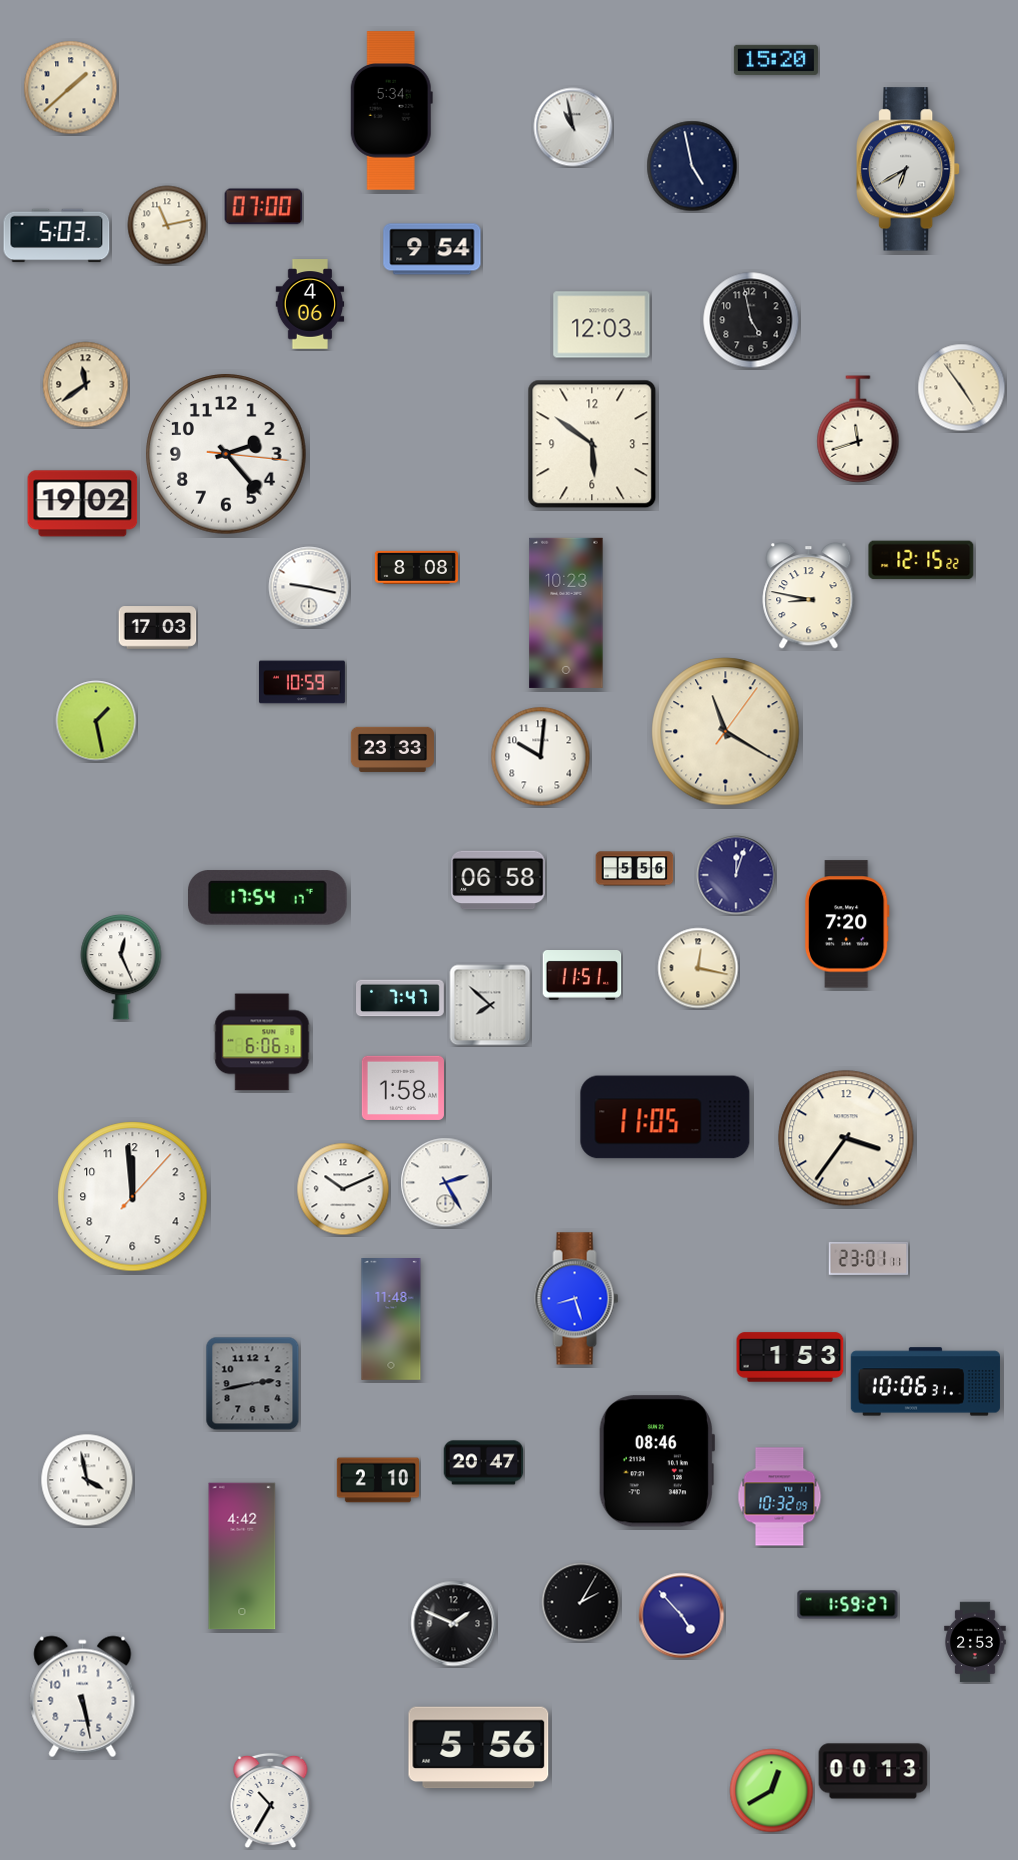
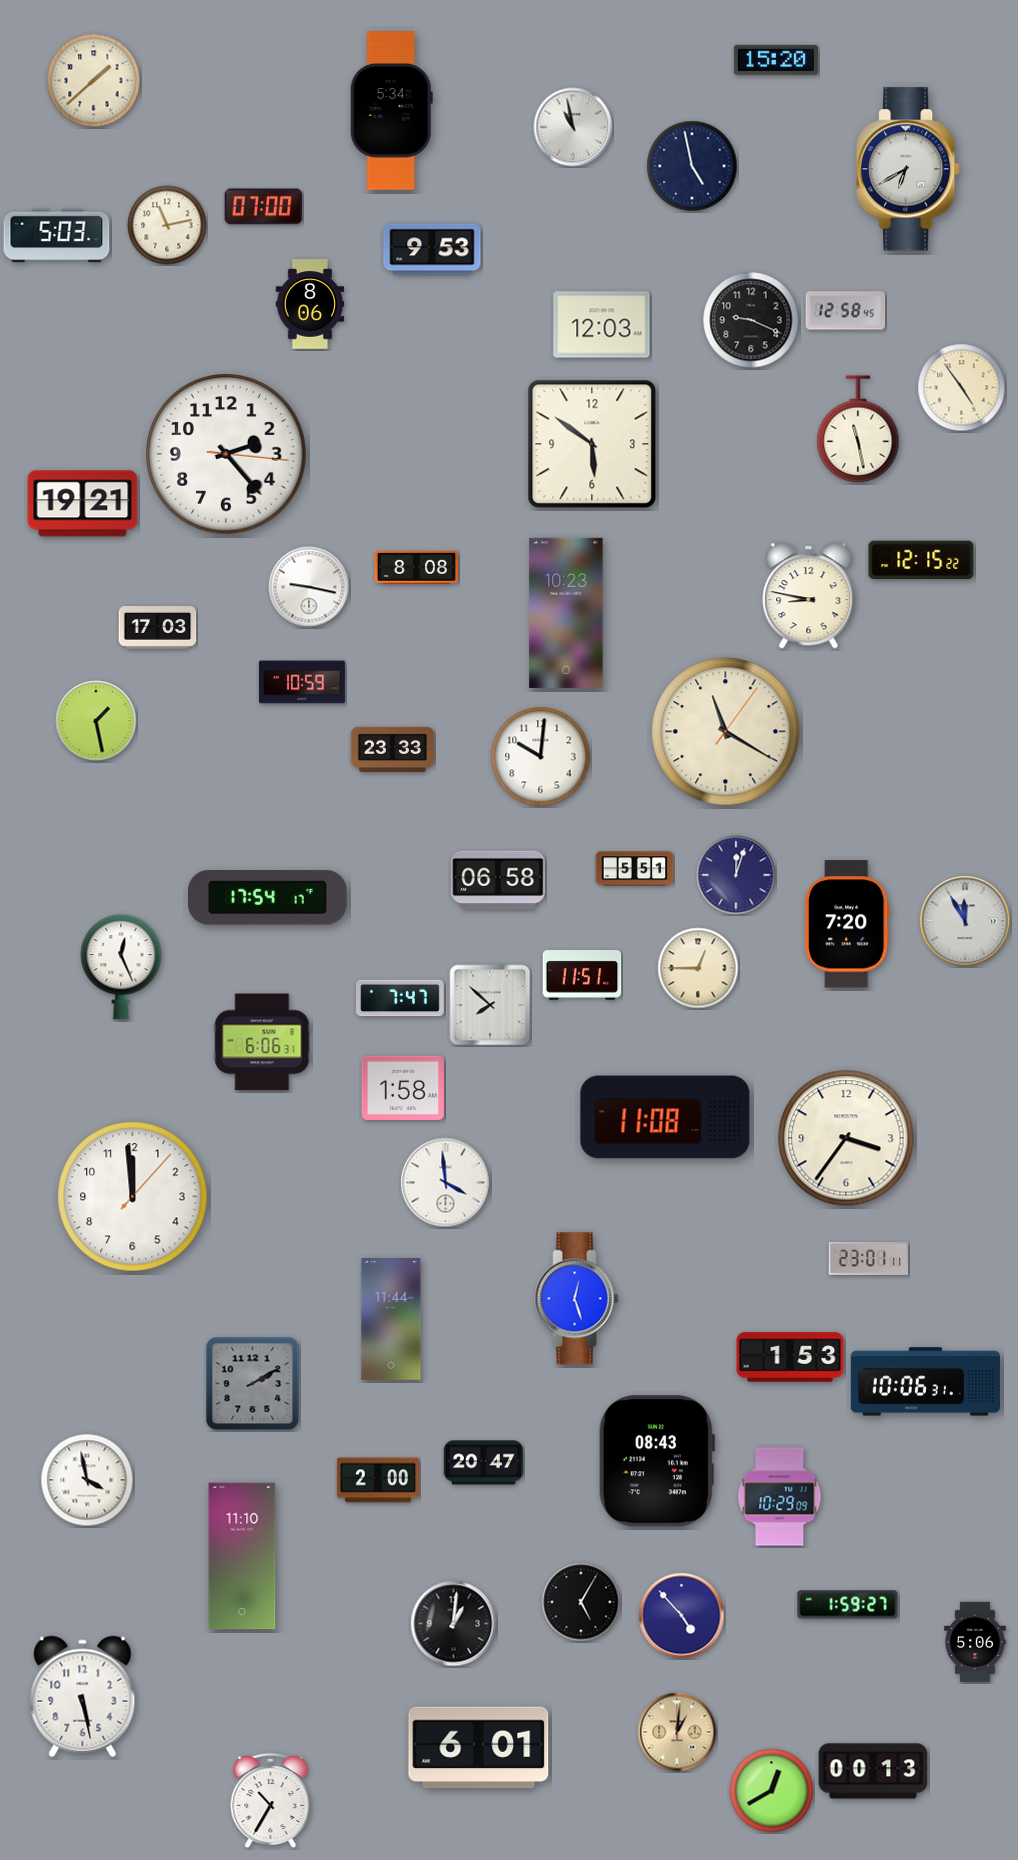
clock at (71, 88) position: (71, 88) -> (94, 81)
clock at (432, 249): 9:54 -> 9:53
clock at (310, 304): 4:06 -> 8:06
clock at (846, 311): none -> 12:58
clock at (751, 320): 4:58 -> 9:19
clock at (86, 385): 11:39 -> none
clock at (858, 429): 11:42 -> 11:28
clock at (83, 504): 19:02 -> 19:21
clock at (635, 869): 5:56 -> 5:51
clock at (965, 921): none -> 11:55
clock at (698, 968): 12:17 -> 12:45
clock at (665, 1117): 11:05 -> 11:08
clock at (446, 1183): 2:25 -> 3:59
clock at (343, 1189): 10:11 -> none
clock at (577, 1299): 8:27 -> 12:27
clock at (391, 1320): 11:48 -> 11:44
clock at (253, 1384): 2:43 -> 2:10
clock at (656, 1461): 08:46 -> 08:43
clock at (377, 1480): 2:10 -> 2:00
clock at (780, 1497): 10:32 -> 10:29
clock at (242, 1556): 4:42 -> 11:10
clock at (581, 1602): 2:05 -> 5:05
clock at (454, 1624): 1:49 -> 1:01
clock at (975, 1642): 2:53 -> 5:06
clock at (677, 1732): none -> 1:01
clock at (479, 1748): 5:56 -> 6:01
